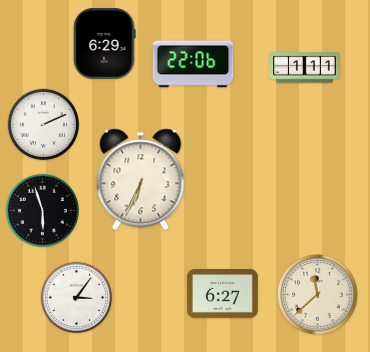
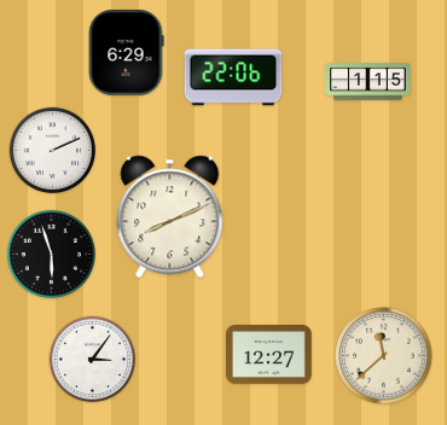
clock at (305, 68): 1:11 -> 1:15
clock at (141, 180): 6:34 -> 8:11
clock at (223, 294): 6:27 -> 12:27
